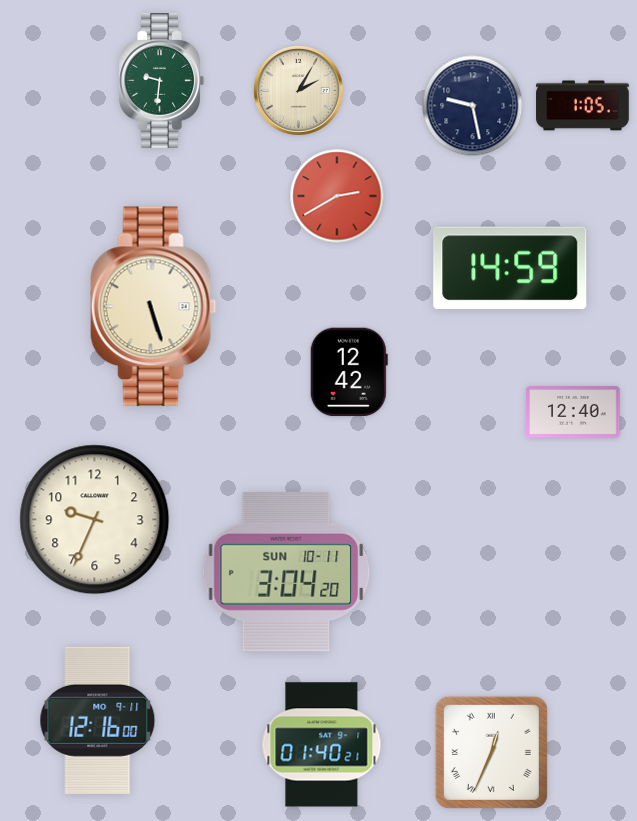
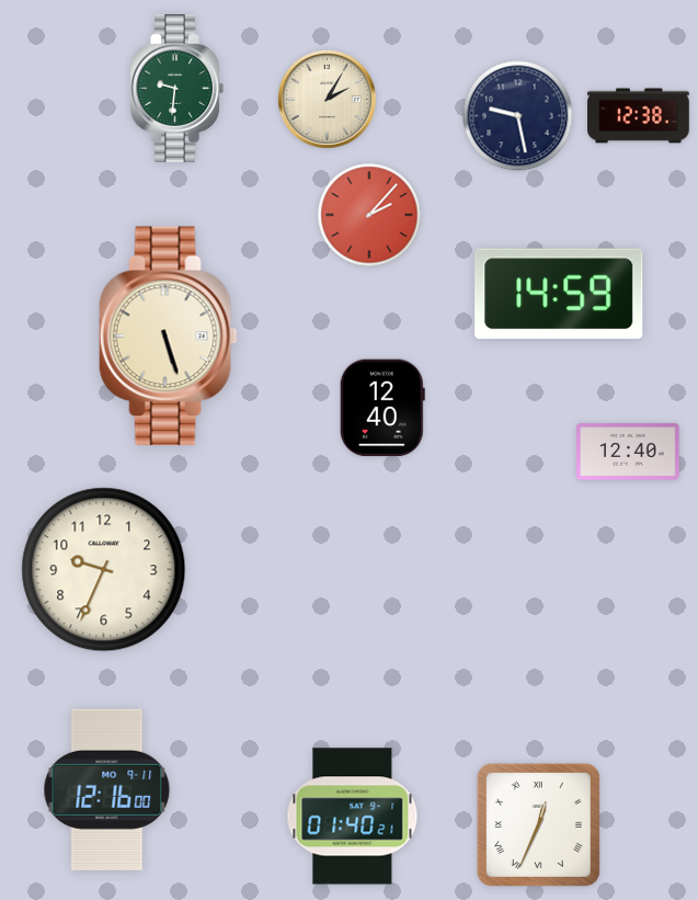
clock at (583, 106): 1:05 -> 12:38
clock at (337, 196): 2:40 -> 2:07
clock at (349, 372): 12:42 -> 12:40
clock at (286, 572): 3:04 -> none
